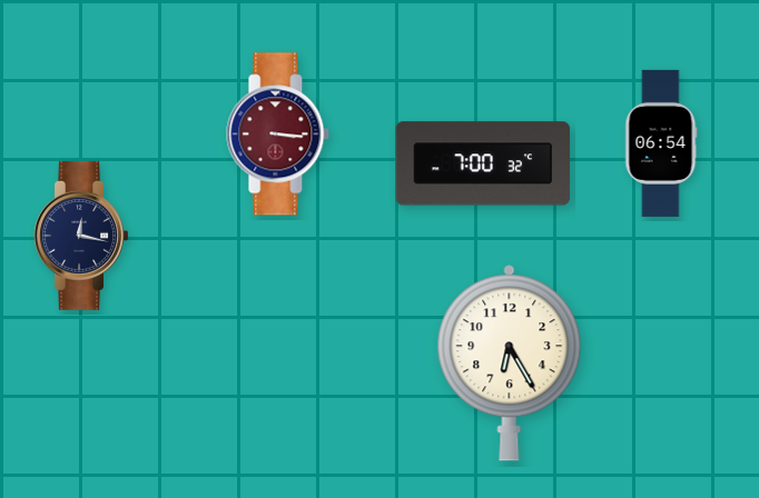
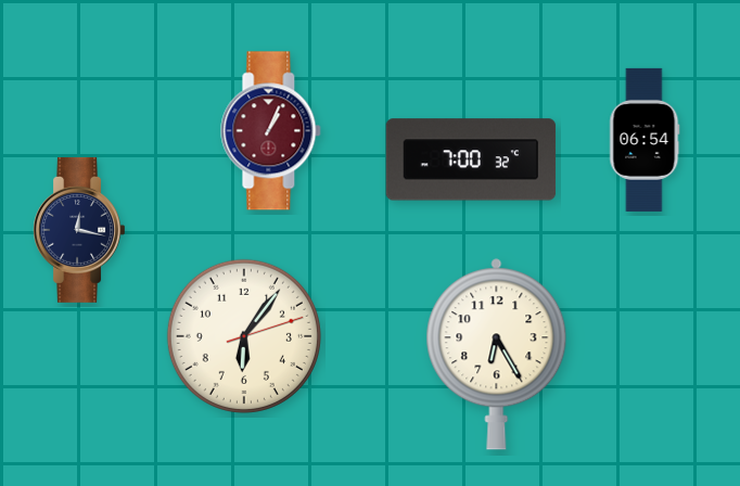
clock at (278, 135): 3:16 -> 1:04
clock at (244, 336): none -> 6:06
